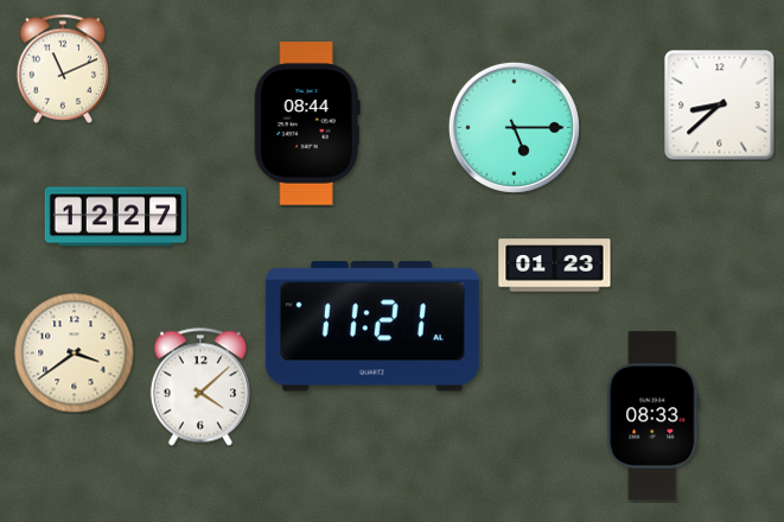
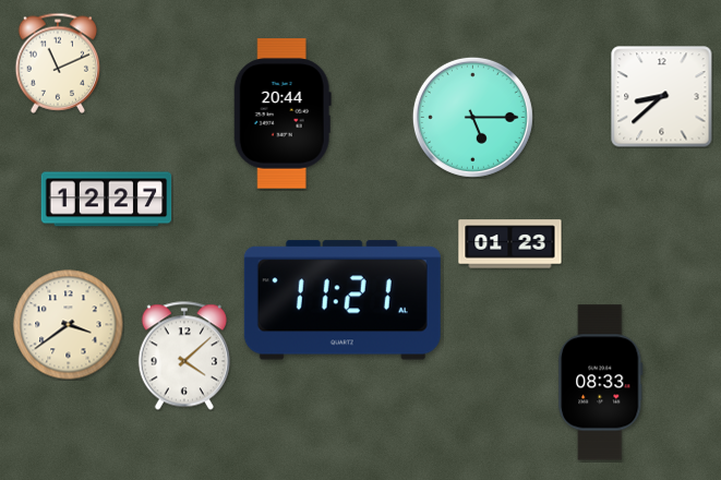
clock at (307, 123): 08:44 -> 20:44
